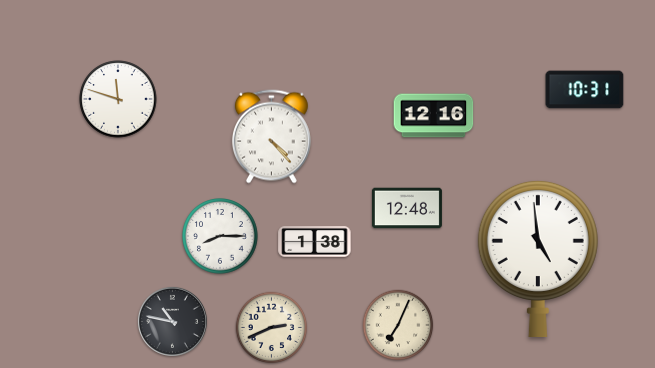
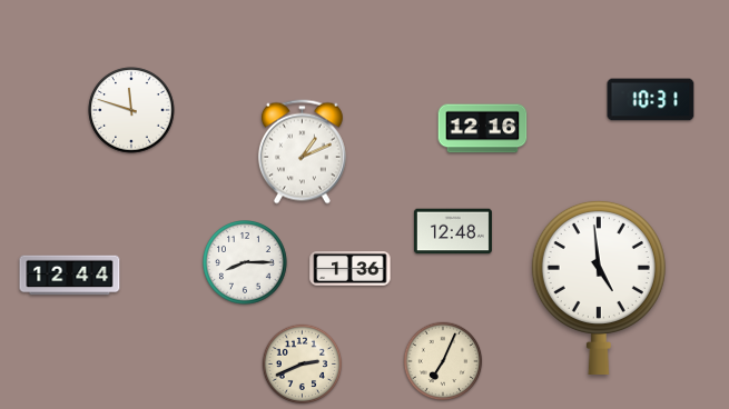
clock at (271, 137): 4:23 -> 1:11
clock at (315, 242): 1:38 -> 1:36
clock at (70, 276): none -> 12:44
clock at (172, 321): 10:47 -> none
